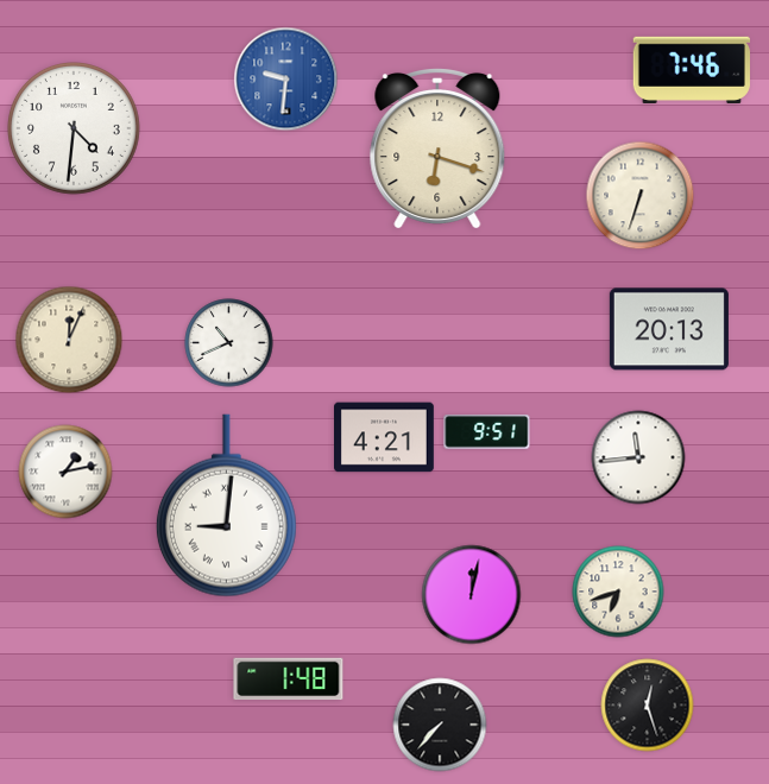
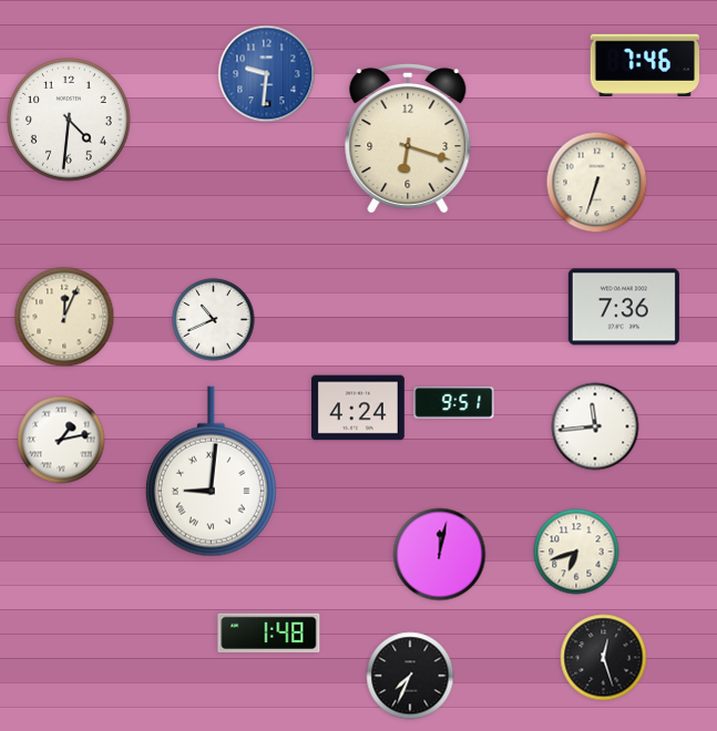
clock at (669, 329): 20:13 -> 7:36
clock at (385, 437): 4:21 -> 4:24
clock at (440, 725): 7:37 -> 7:34
